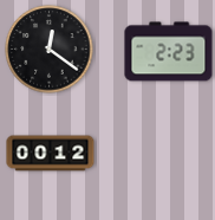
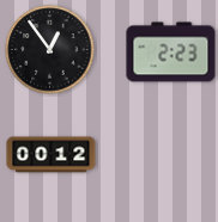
clock at (50, 50): 12:21 -> 12:54
